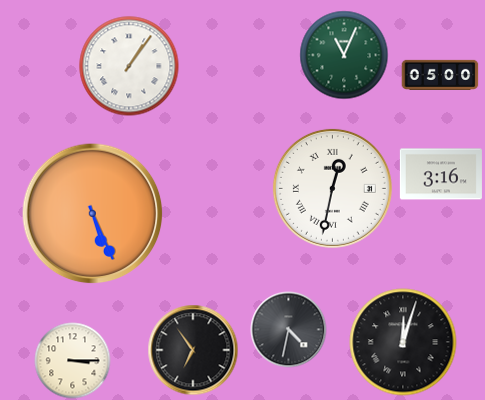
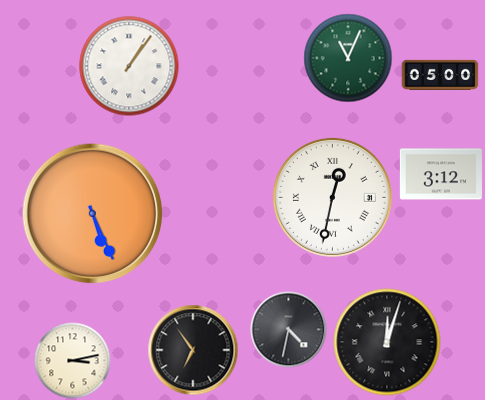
clock at (344, 55) position: (344, 55) -> (348, 58)
clock at (441, 174): 3:16 -> 3:12
clock at (332, 188) position: (332, 188) -> (332, 197)
clock at (403, 342) position: (403, 342) -> (387, 342)
clock at (73, 361): 3:15 -> 3:13
